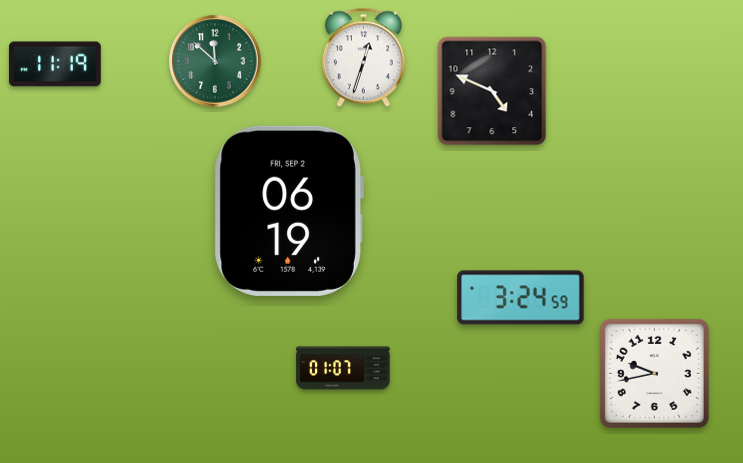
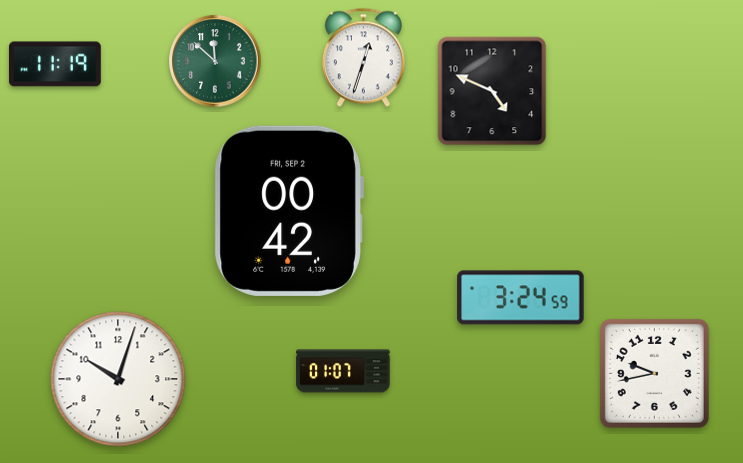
clock at (289, 211): 06:19 -> 00:42
clock at (343, 368) position: (343, 368) -> (343, 371)
clock at (118, 379): none -> 10:03
